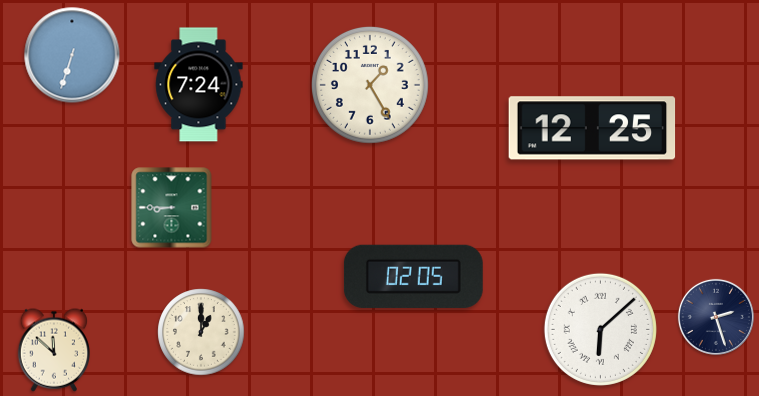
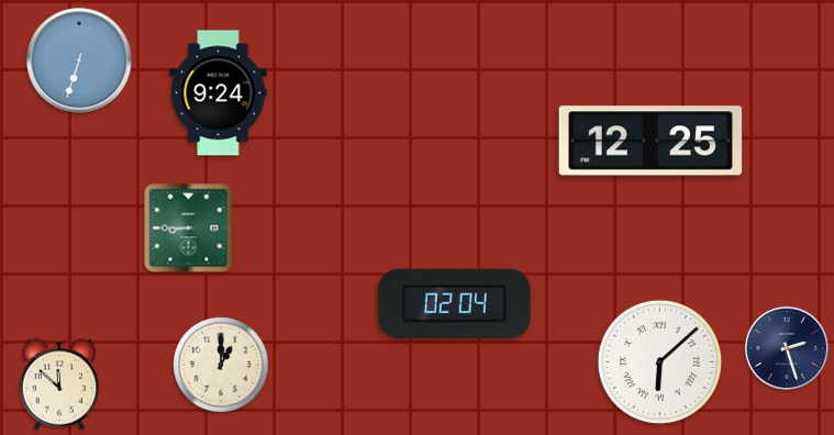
clock at (199, 85): 7:24 -> 9:24
clock at (370, 85): 1:25 -> none
clock at (413, 276): 02:05 -> 02:04
